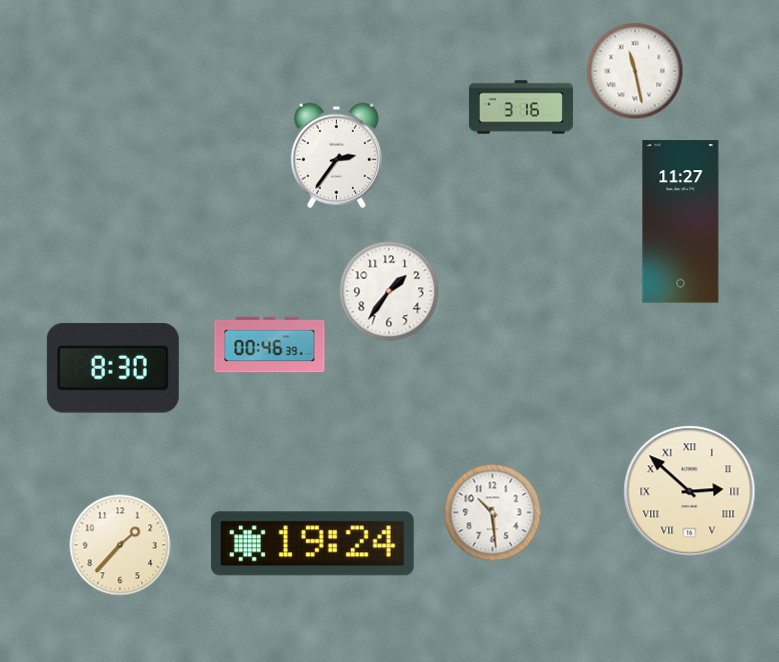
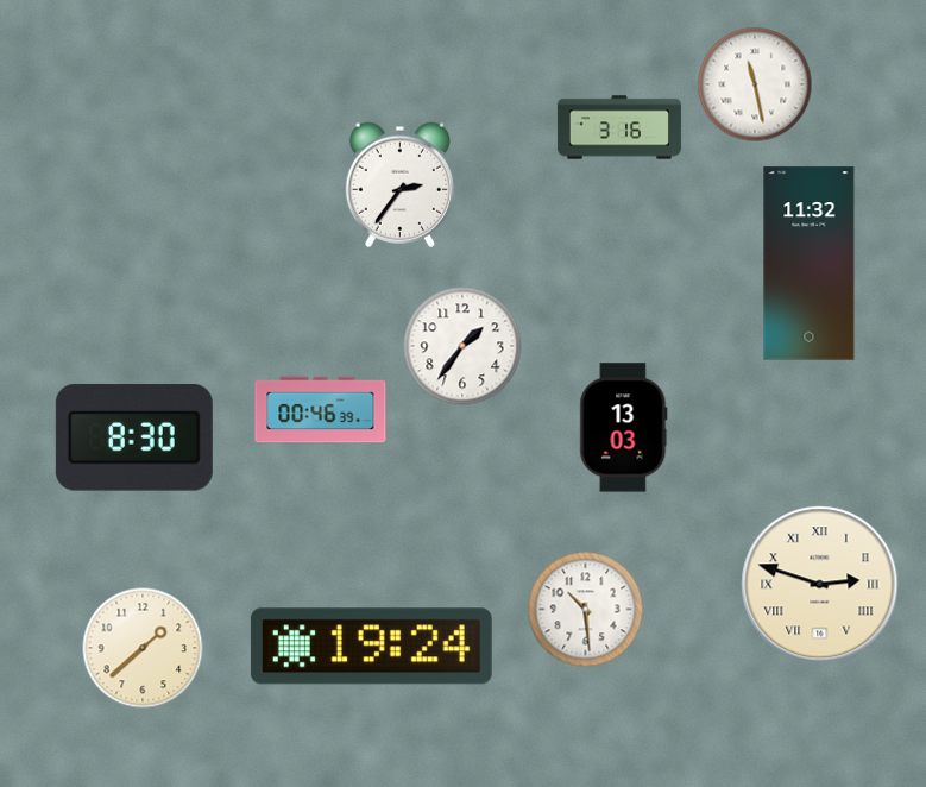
clock at (681, 222): 11:27 -> 11:32
clock at (624, 428): none -> 13:03
clock at (690, 492): 2:52 -> 2:48
clock at (120, 545): 1:37 -> 1:38
